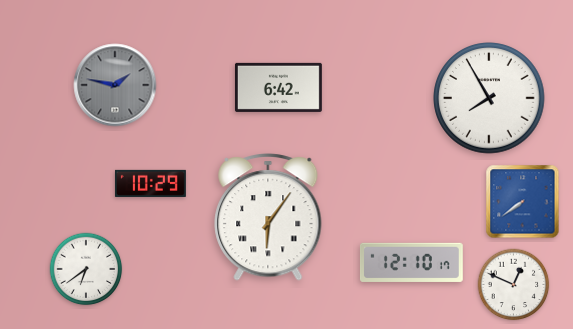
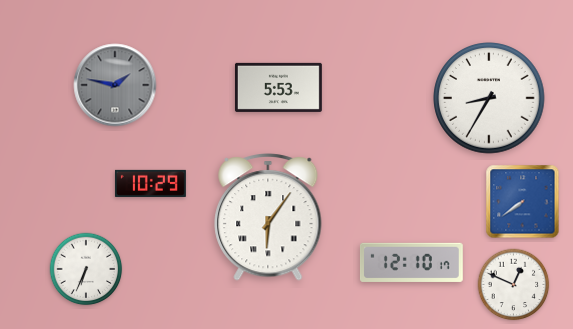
clock at (278, 87): 6:42 -> 5:53
clock at (489, 98): 7:55 -> 8:35
clock at (86, 269): 6:39 -> 6:34
